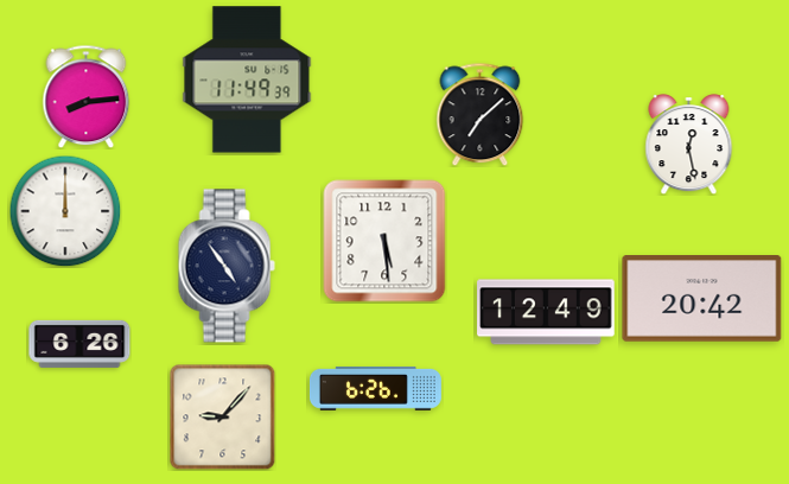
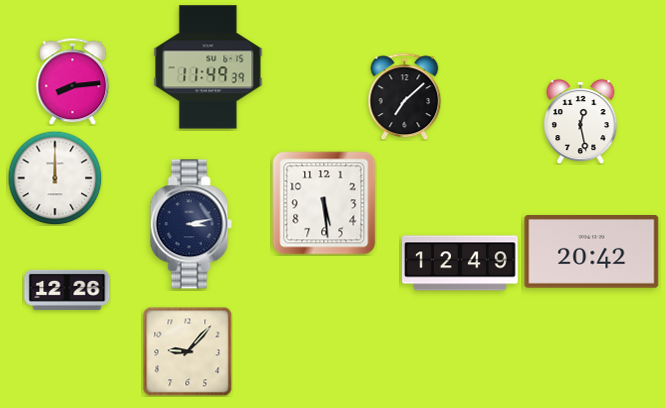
clock at (227, 266): 4:54 -> 3:13
clock at (79, 344): 6:26 -> 12:26
clock at (375, 388): 6:26 -> none
